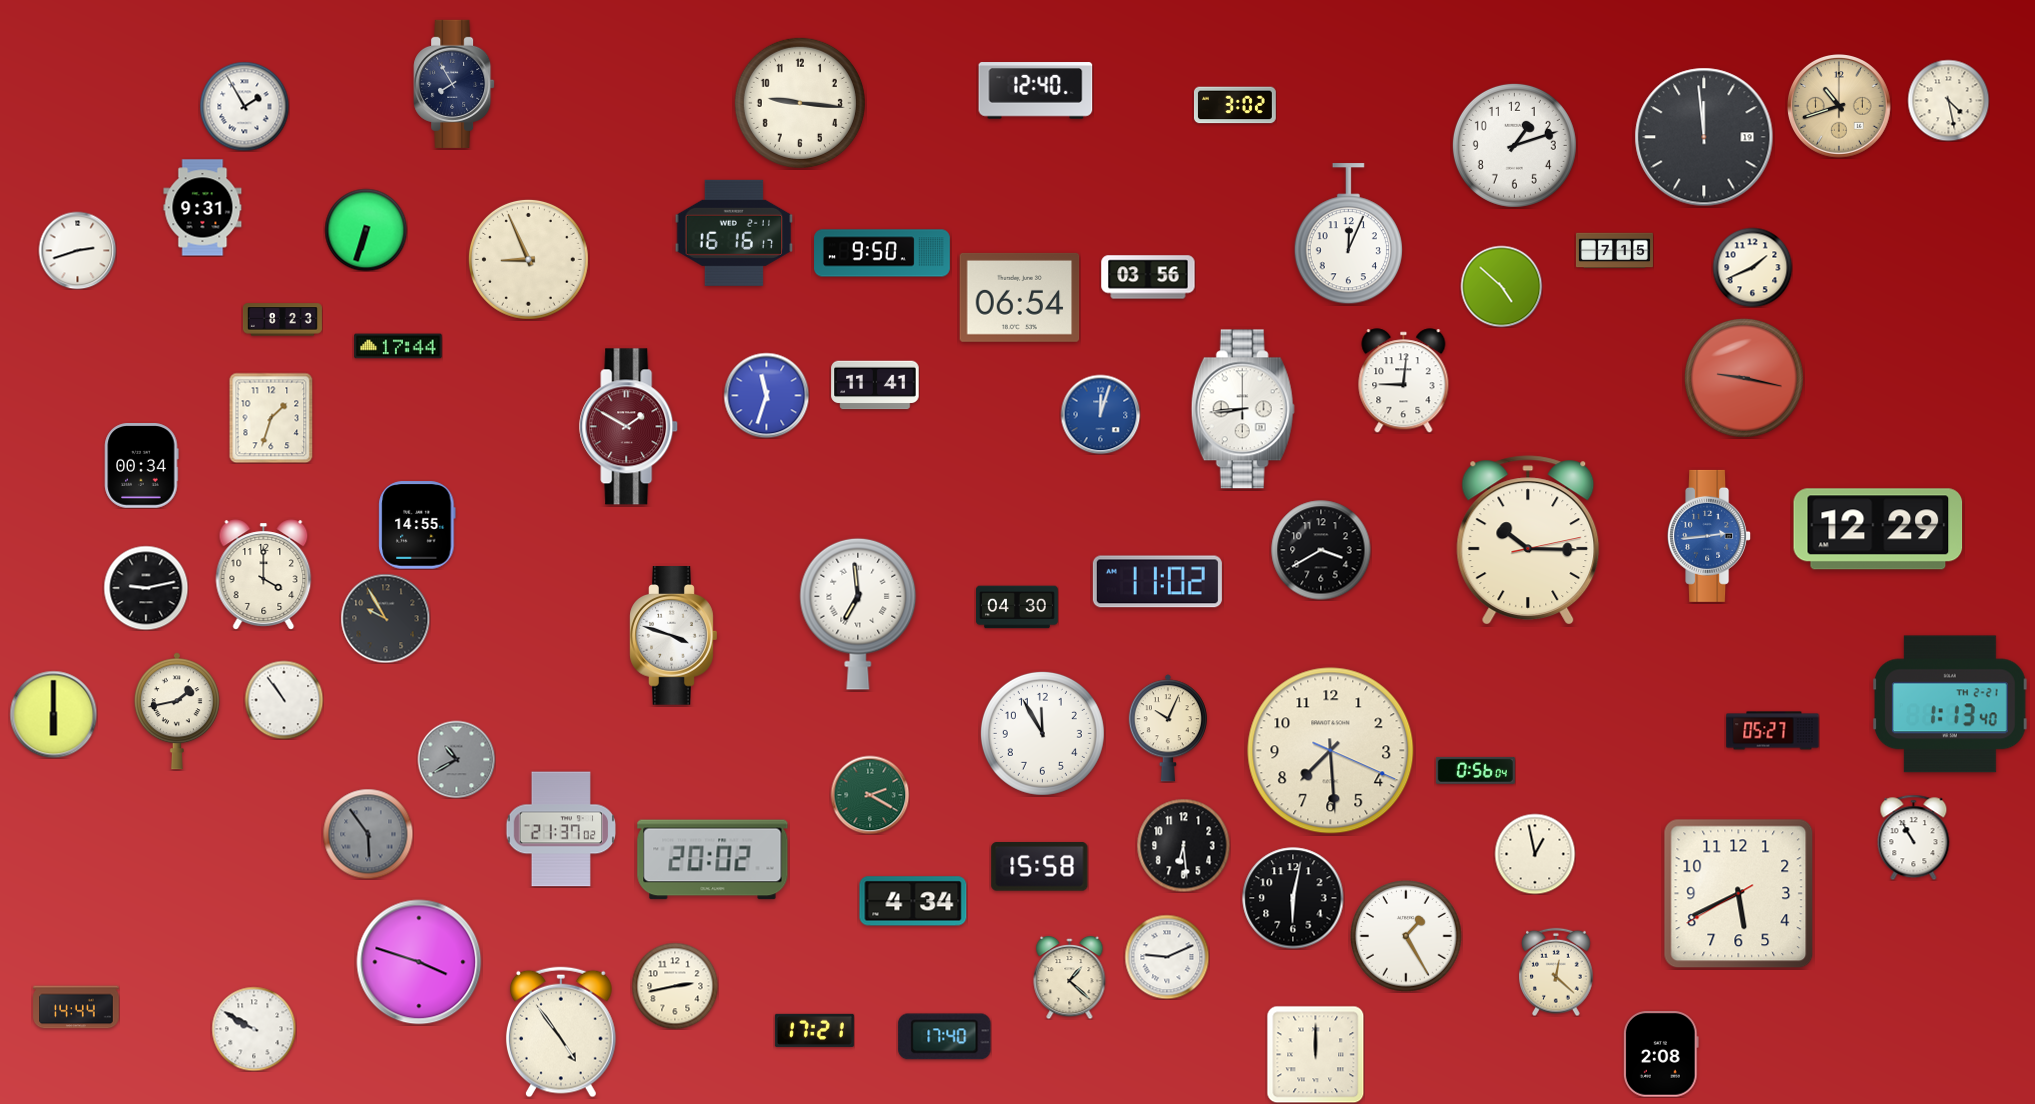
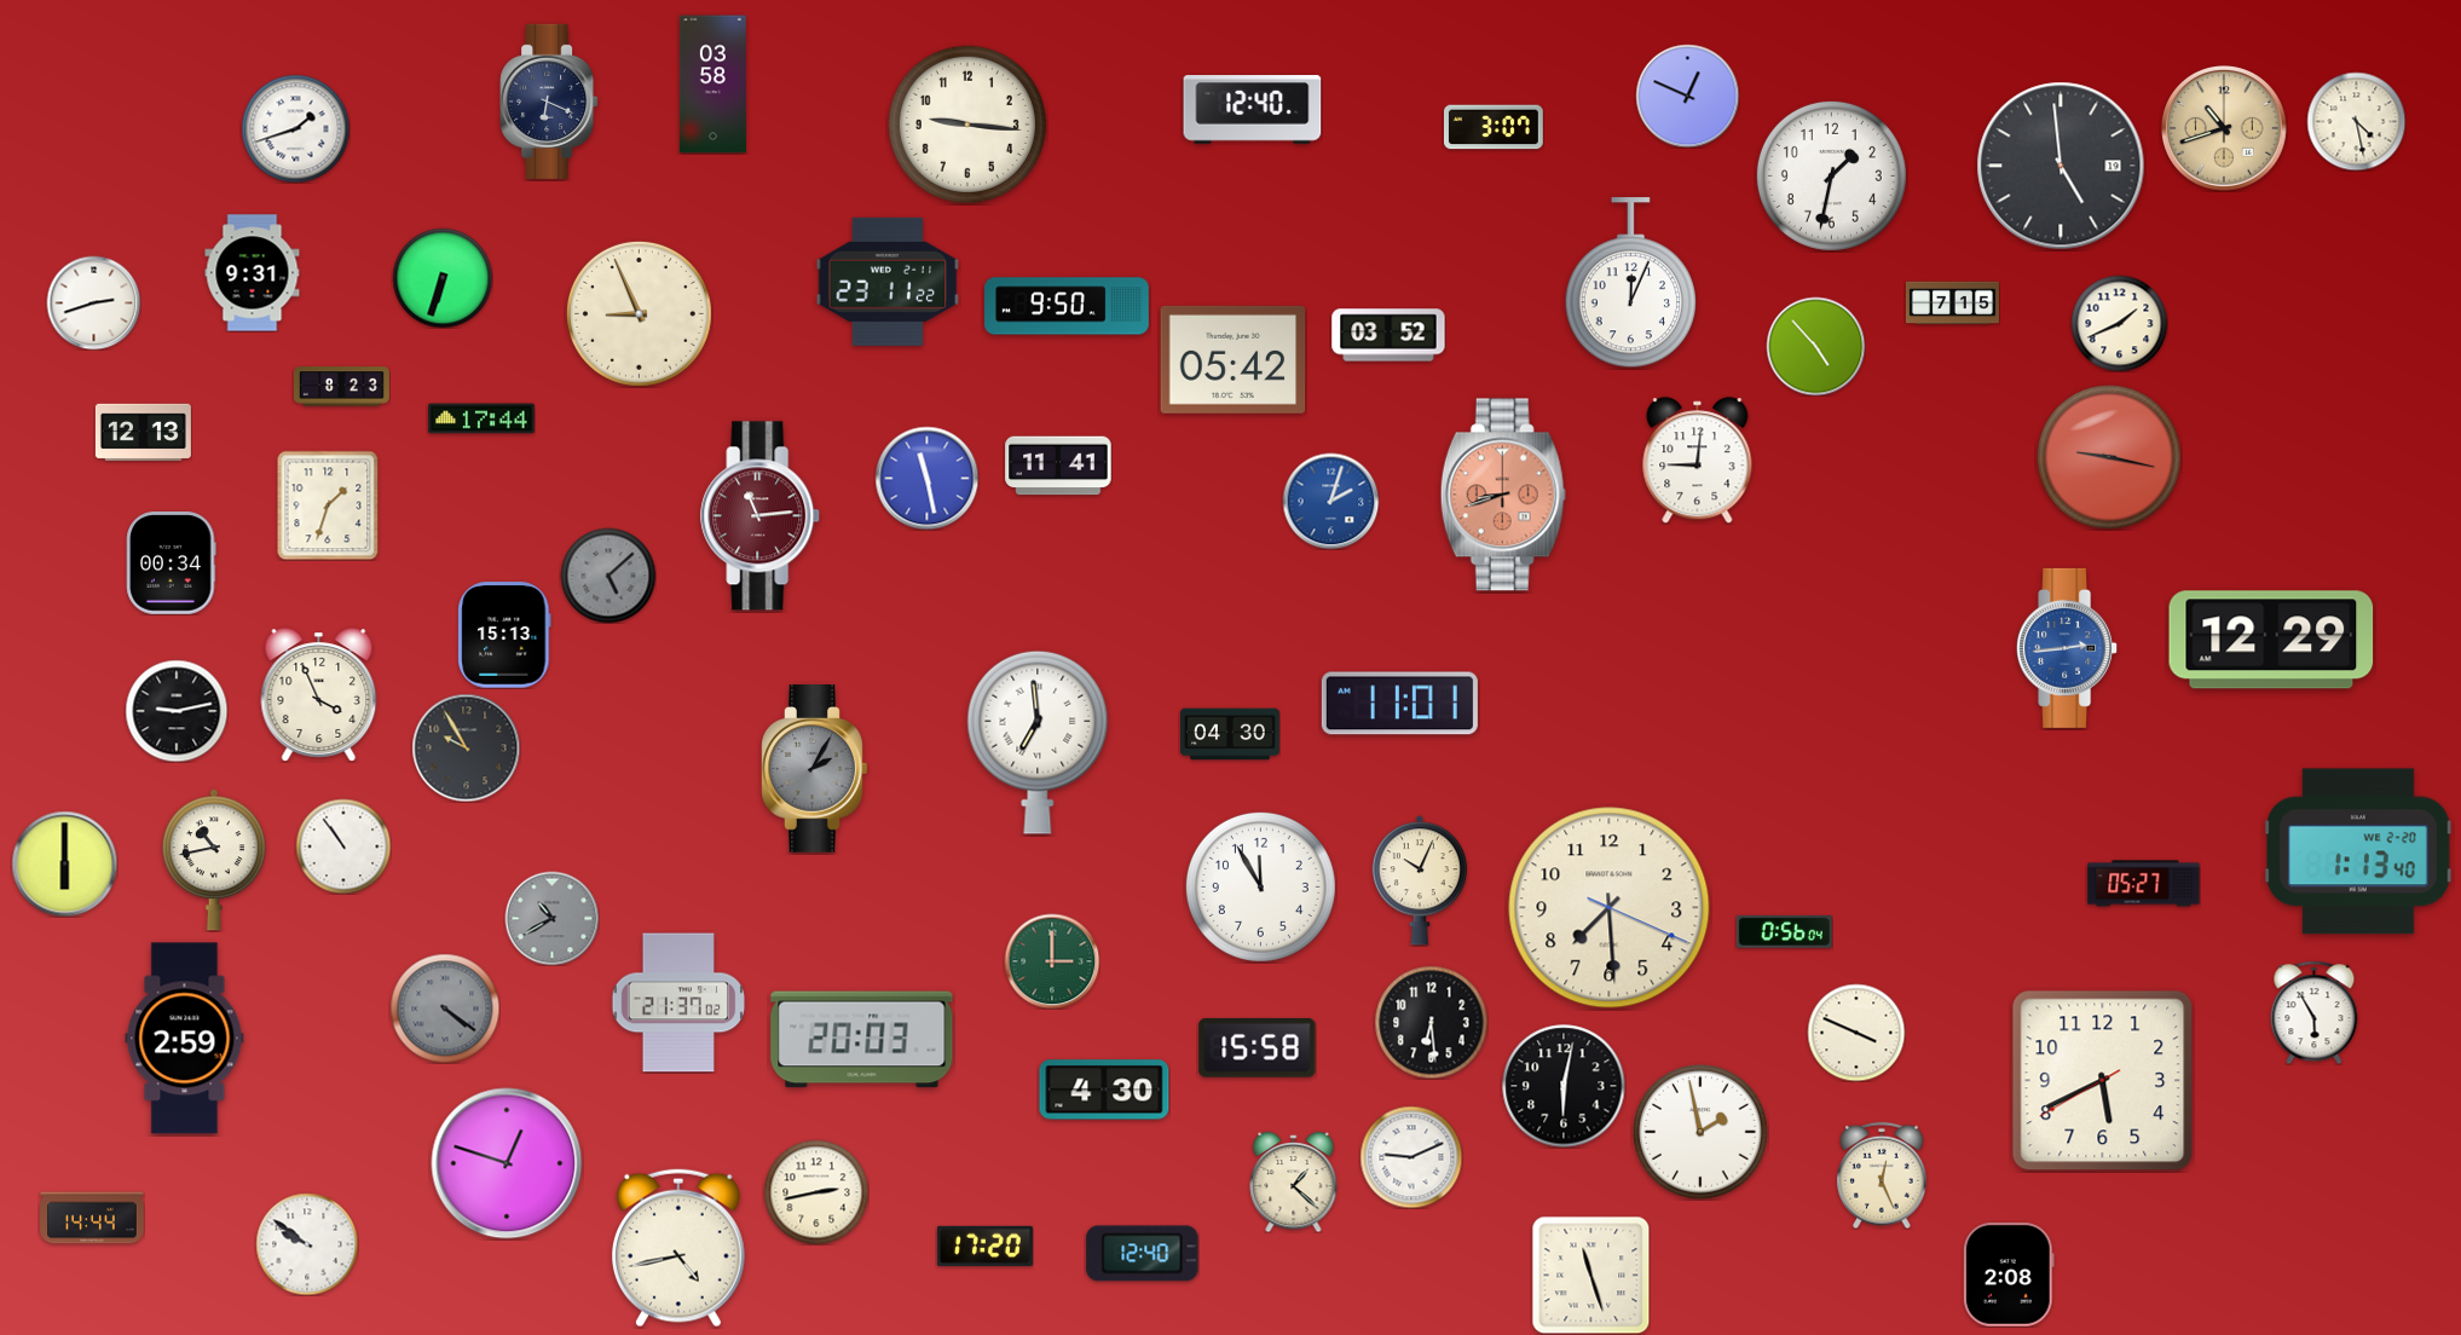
clock at (712, 85): none -> 03:58
clock at (1687, 96): none -> 12:49
clock at (454, 84): 7:55 -> 6:19
clock at (1235, 105): 3:02 -> 3:07
clock at (244, 106): 1:55 -> 1:42
clock at (1704, 137): 11:59 -> 4:59
clock at (1514, 145): 1:12 -> 1:32
clock at (203, 208) position: (203, 208) -> (253, 273)
clock at (734, 233): 16:16 -> 23:11
clock at (1148, 277): 03:56 -> 03:52
clock at (1501, 286): 4:52 -> 4:53
clock at (1020, 297): 06:54 -> 05:42
clock at (143, 432): none -> 12:13
clock at (766, 395): 11:33 -> 11:28
clock at (1243, 409): 8:44 -> 8:42
clock at (1243, 409) dial: white -> salmon
clock at (1100, 414): 12:03 -> 2:03
clock at (629, 427): 1:50 -> 11:14
clock at (608, 576): none -> 5:08
clock at (417, 525): 14:55 -> 15:13
clock at (1528, 540): 10:15 -> none
clock at (1321, 550): 3:40 -> none
clock at (264, 575): 4:00 -> 3:56
clock at (1157, 582): 11:02 -> 11:01
clock at (674, 636): 3:48 -> 2:05
clock at (674, 636) dial: white -> grey
clock at (1951, 704) date: TH 2-21 -> WE 2-20
clock at (177, 711): 1:43 -> 10:43
clock at (1168, 728) position: (1168, 728) -> (1420, 880)
clock at (870, 795): 2:20 -> 3:00
clock at (368, 834): 5:54 -> 4:21
clock at (1914, 837): 10:55 -> 5:55
clock at (1535, 854): 12:58 -> 3:49
clock at (185, 1039): none -> 2:59
clock at (713, 860): 20:02 -> 20:03
clock at (913, 901): 4:34 -> 4:30
clock at (1406, 936): 1:25 -> 1:58
clock at (419, 962): 3:48 -> 12:48
clock at (1556, 972): 12:22 -> 12:26
clock at (254, 1029): 9:50 -> 9:51
clock at (814, 1030): 17:21 -> 17:20
clock at (561, 1032): 4:54 -> 4:43
clock at (945, 1037): 17:40 -> 12:40
clock at (1315, 1054): 12:00 -> 11:27
